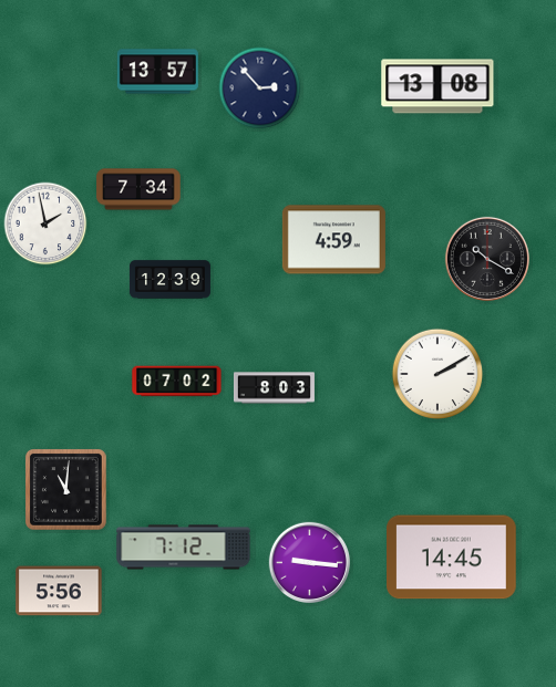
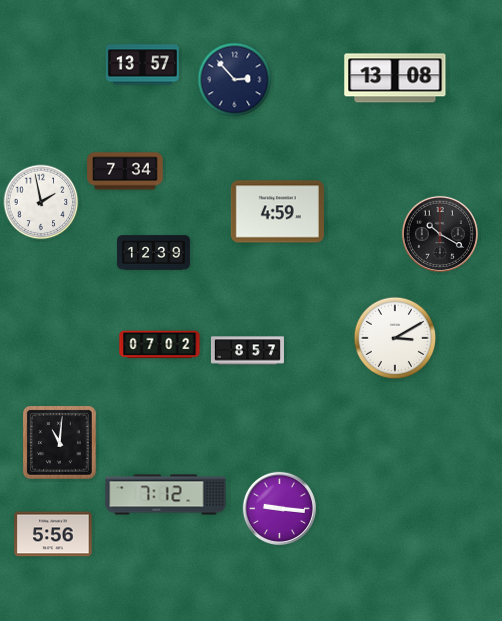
clock at (333, 240) position: (333, 240) -> (277, 212)
clock at (437, 374): 2:10 -> 3:10
clock at (274, 388): 8:03 -> 8:57
clock at (452, 558): 14:45 -> none
